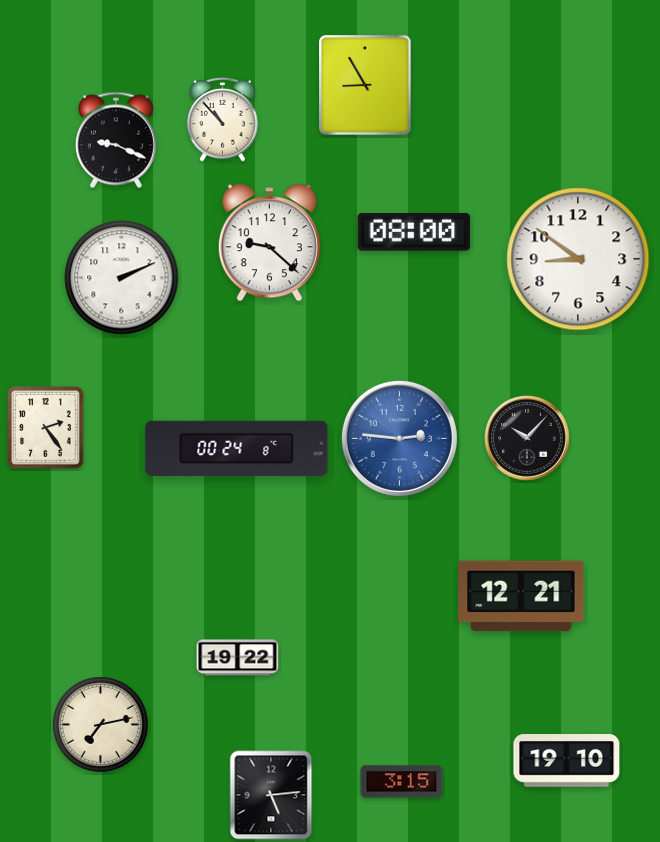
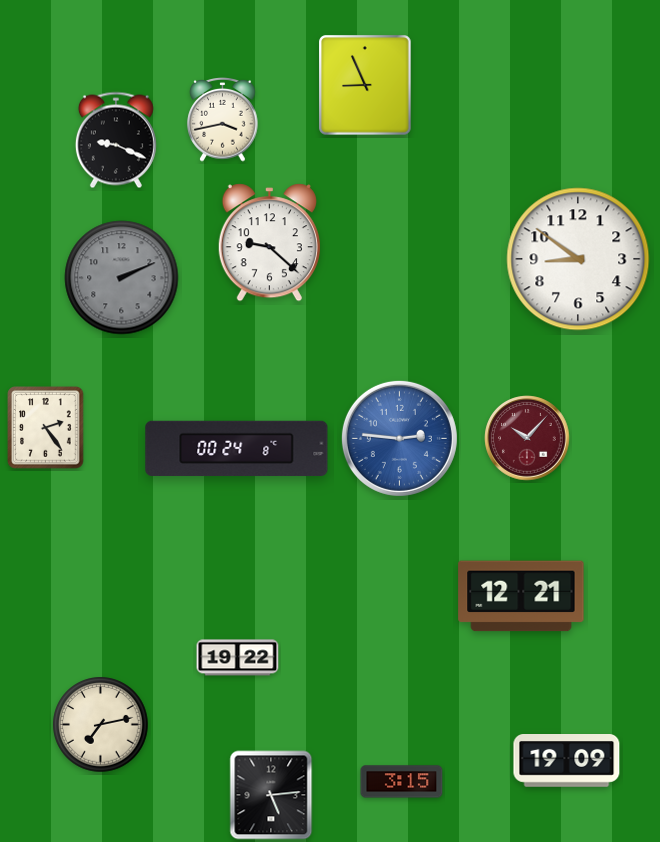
clock at (365, 85): 8:55 -> 8:56
clock at (223, 120): 10:53 -> 3:43
clock at (414, 232): 08:00 -> none
clock at (122, 278) dial: white -> grey
clock at (527, 438) dial: black -> burgundy
clock at (567, 761): 19:10 -> 19:09
